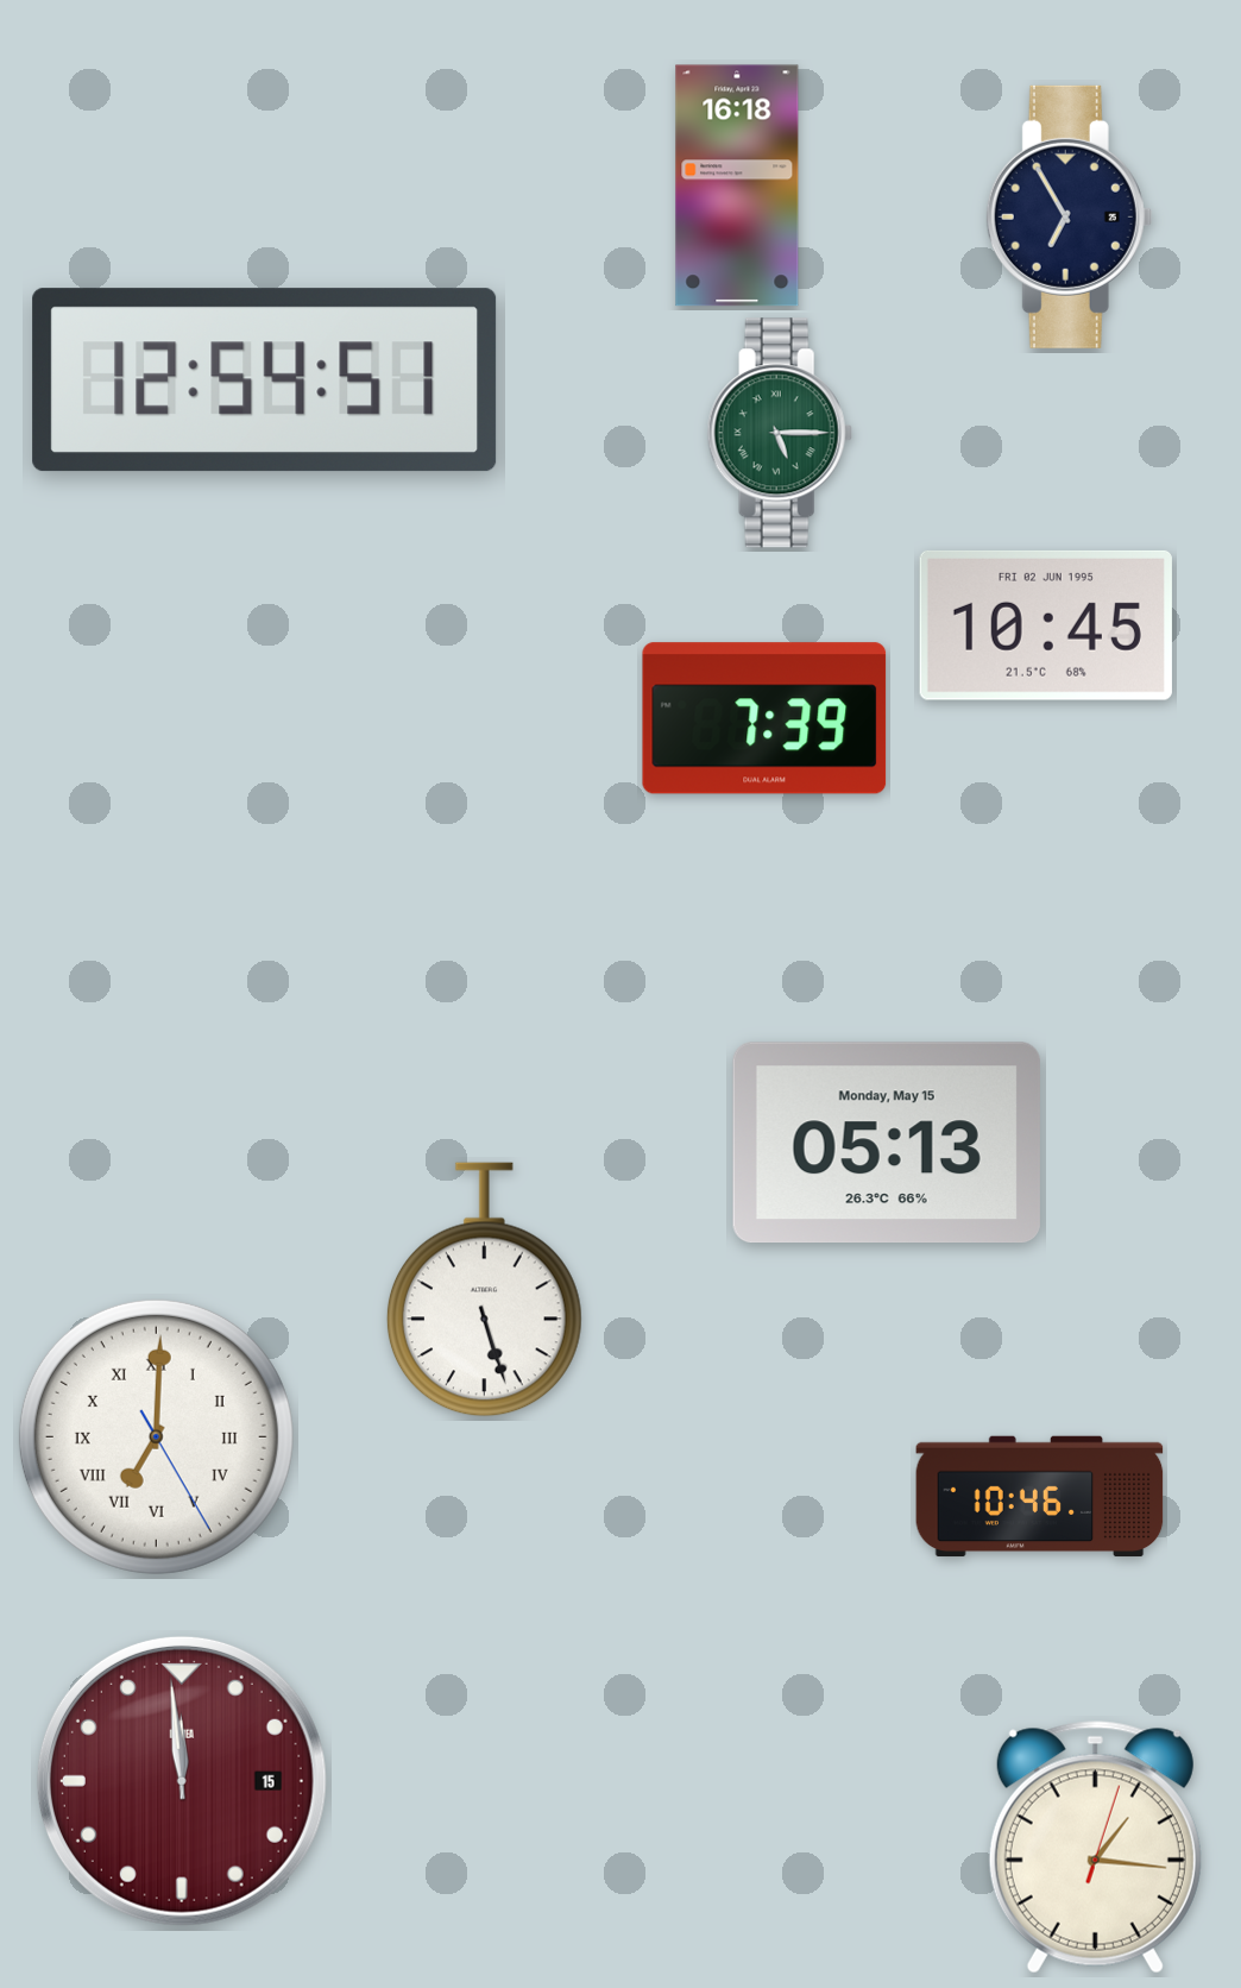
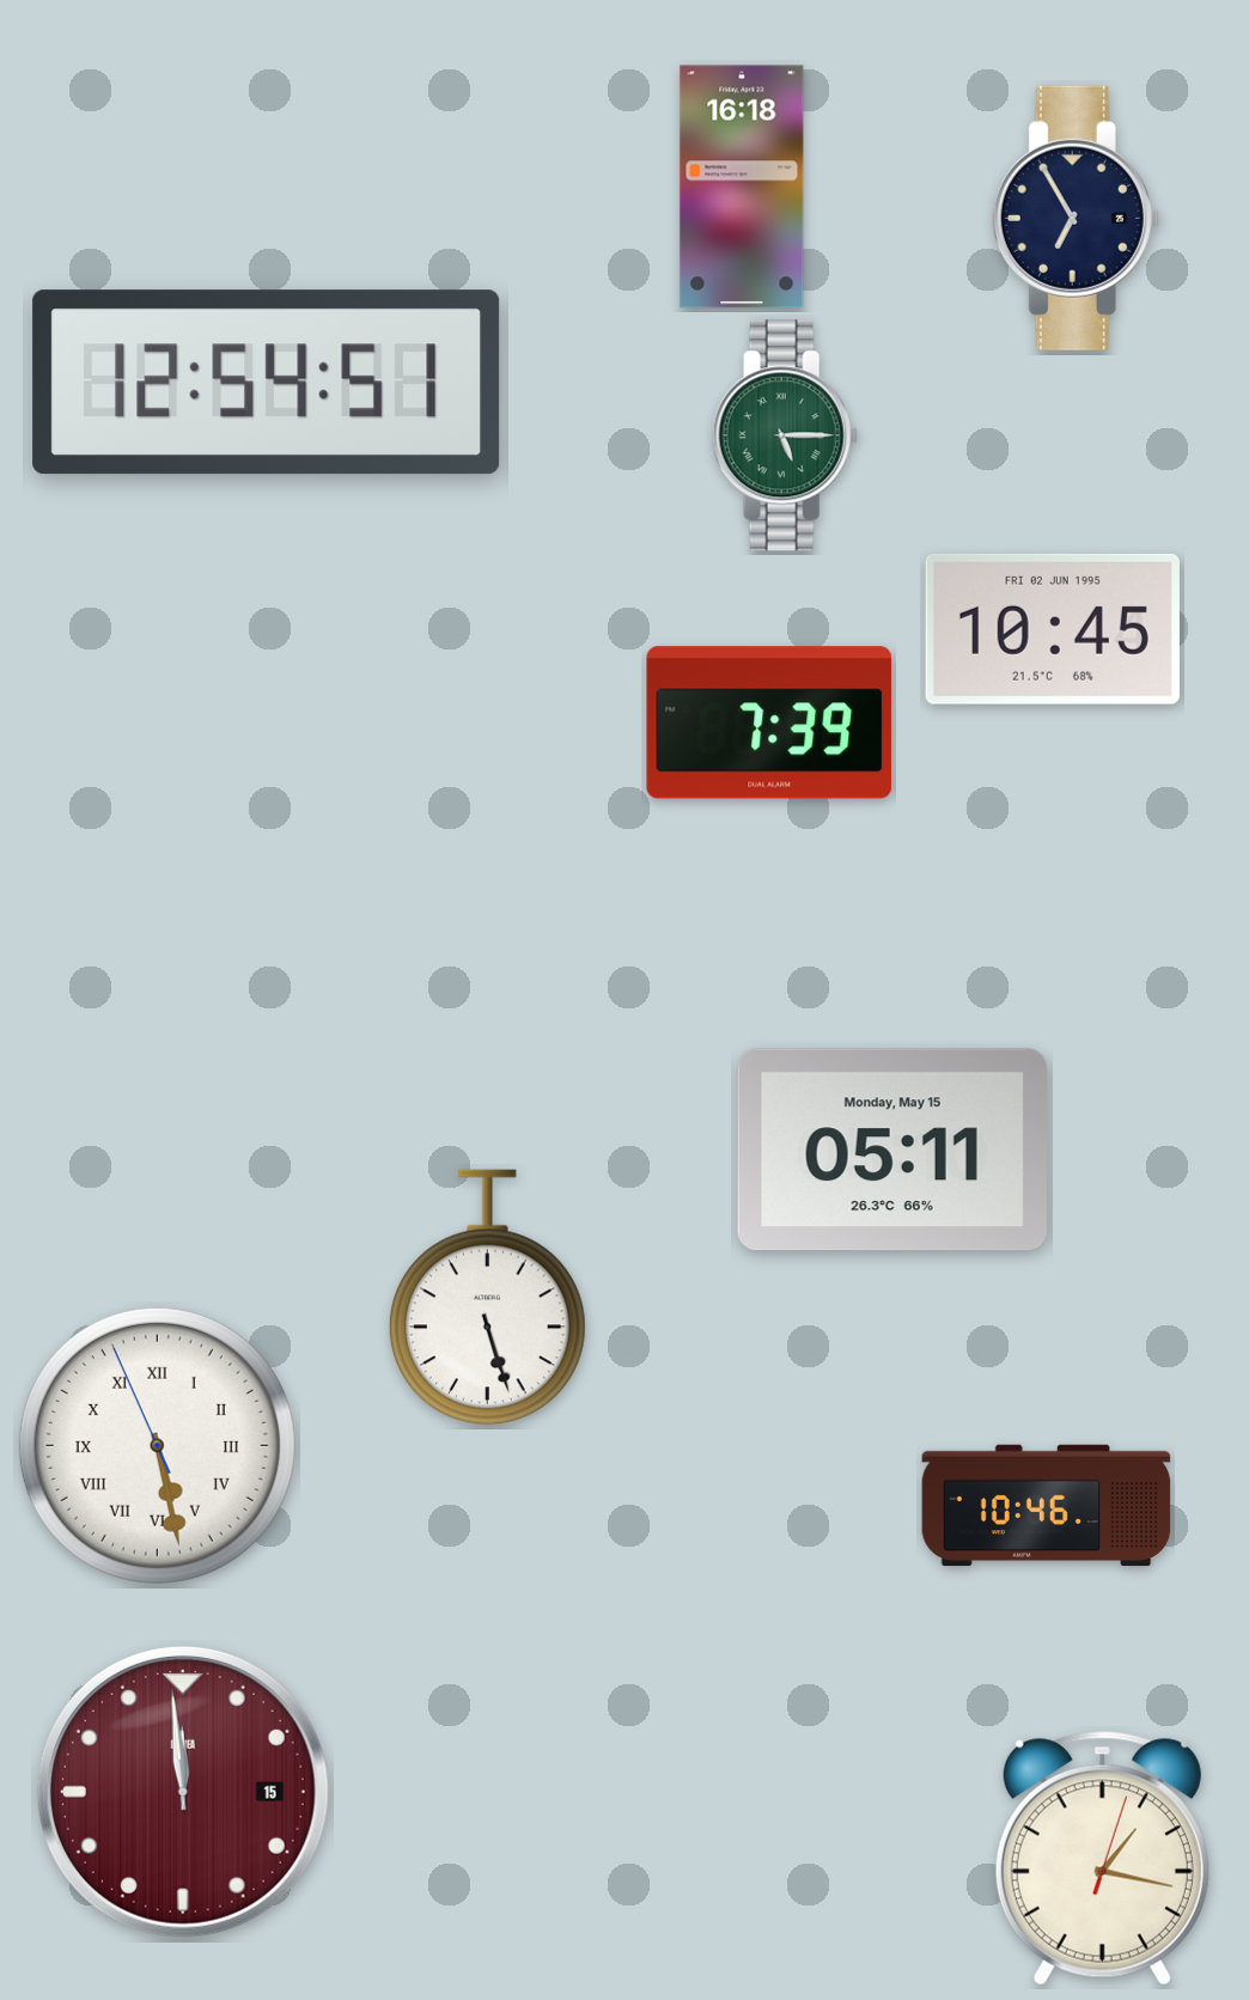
clock at (887, 1143): 05:13 -> 05:11
clock at (156, 1436): 7:00 -> 5:27
clock at (1095, 1848): 1:16 -> 1:17
